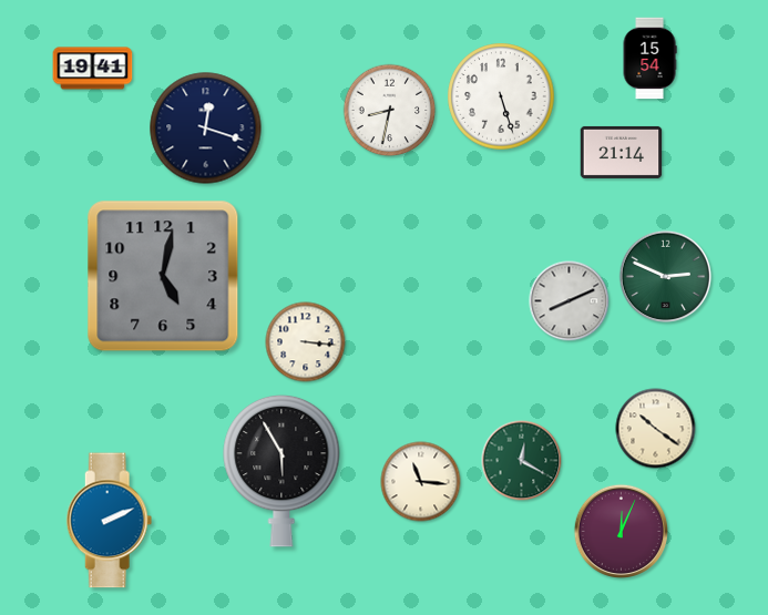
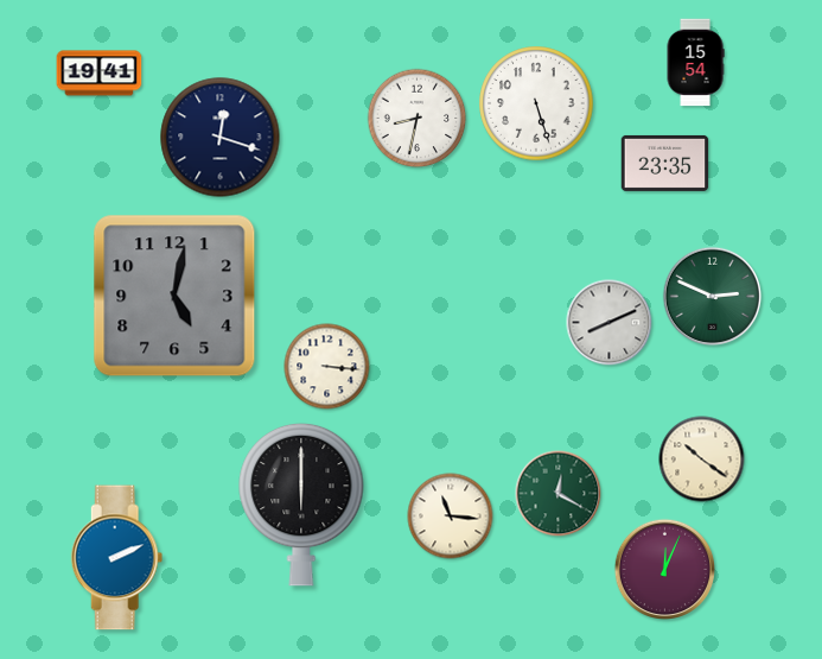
clock at (622, 152): 21:14 -> 23:35
clock at (281, 471): 5:55 -> 6:00
